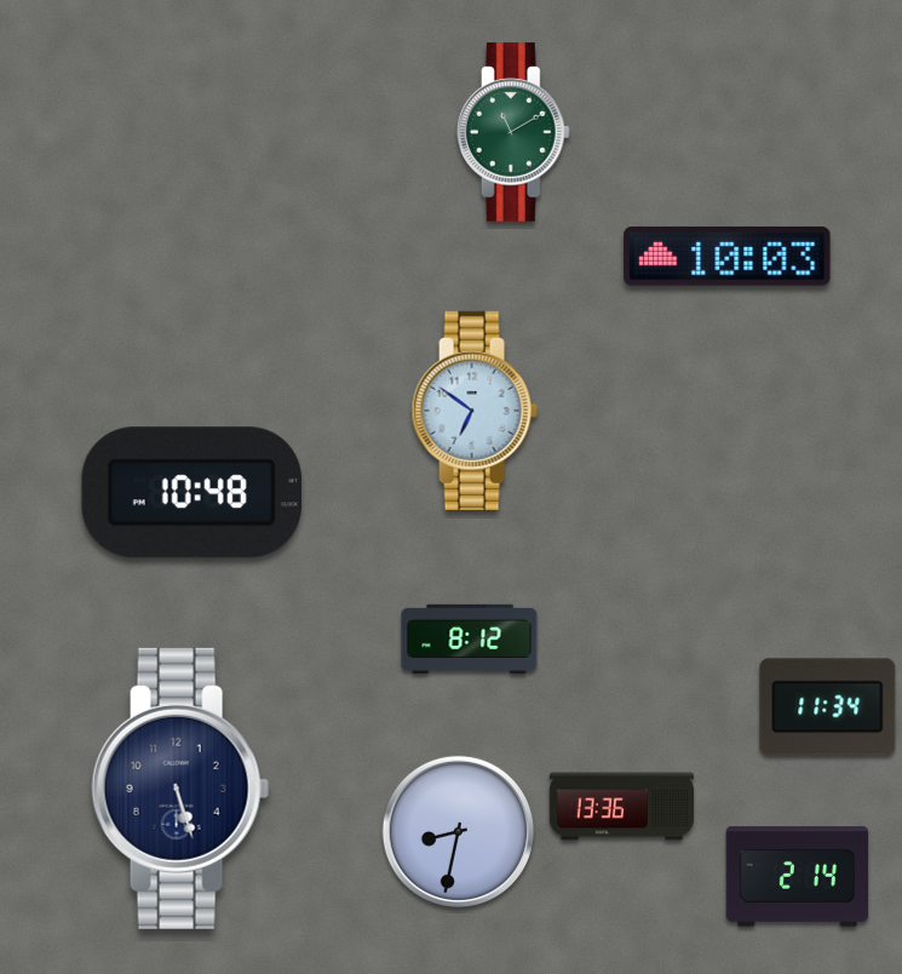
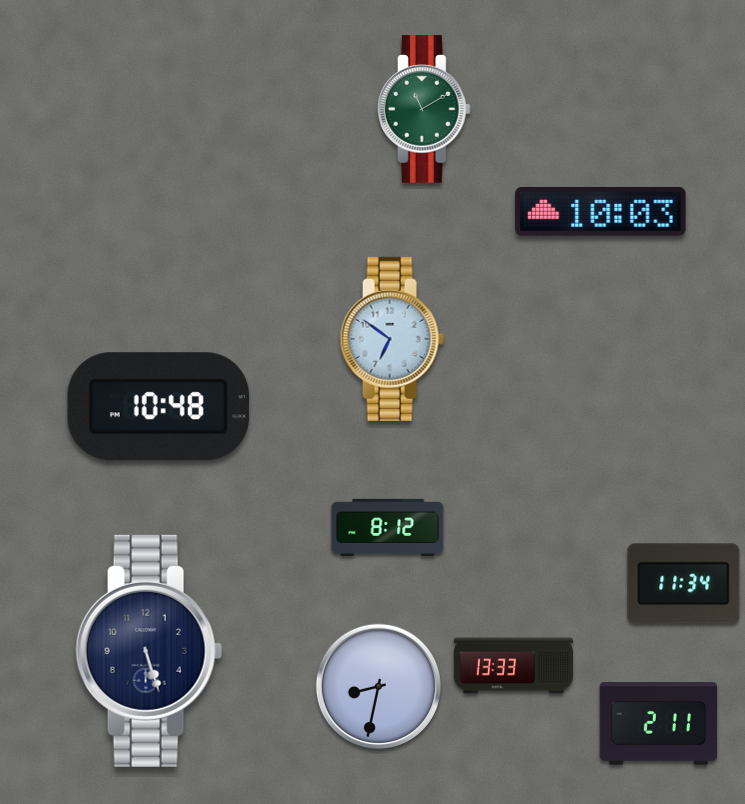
clock at (621, 807): 13:36 -> 13:33
clock at (798, 877): 2:14 -> 2:11
